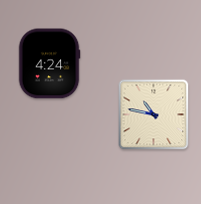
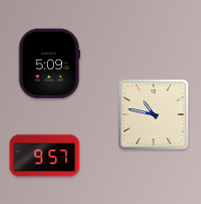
clock at (49, 64): 4:24 -> 5:09
clock at (45, 156): none -> 9:57
